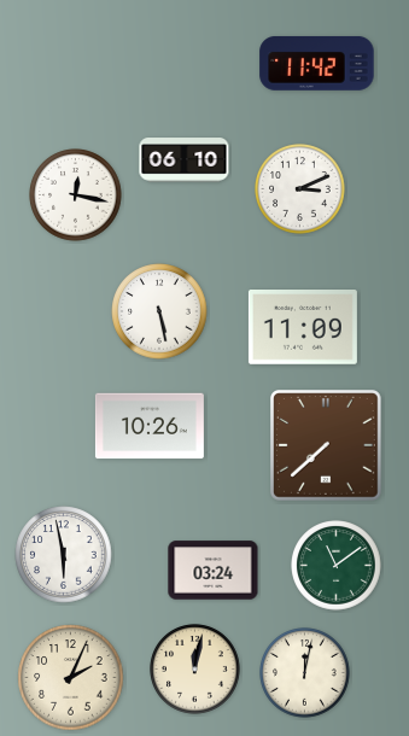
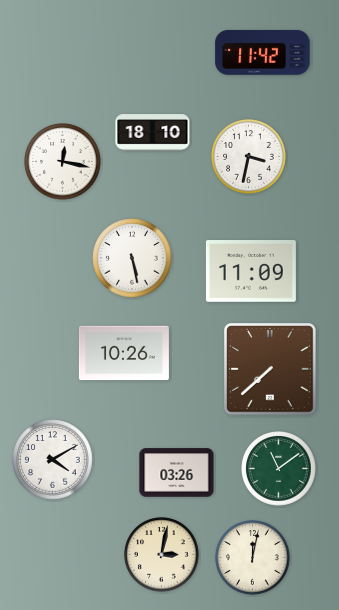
clock at (185, 160): 06:10 -> 18:10
clock at (300, 189): 3:11 -> 3:32
clock at (64, 555): 5:58 -> 4:10
clock at (214, 571): 03:24 -> 03:26
clock at (195, 670): 12:02 -> 3:02
clock at (71, 678): 2:04 -> none
